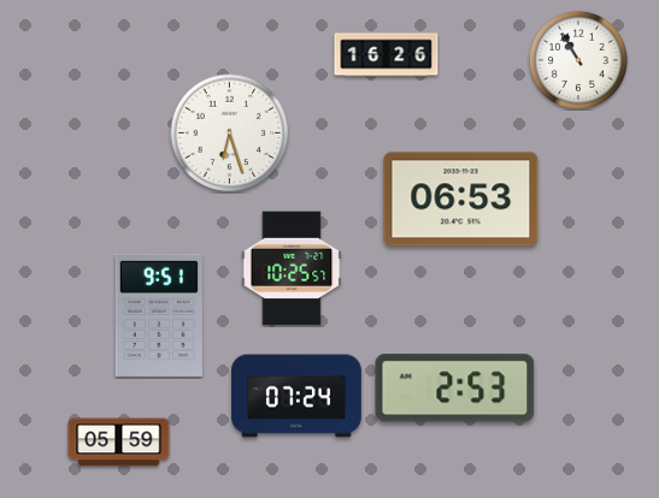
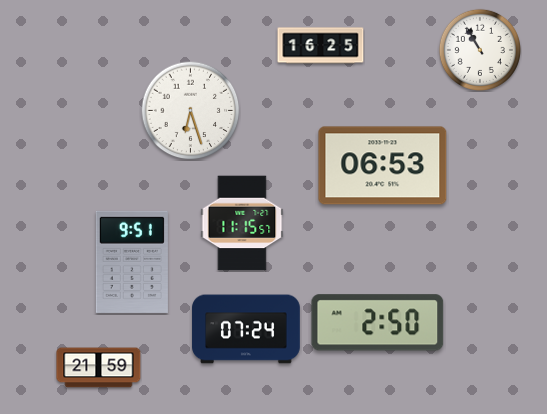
clock at (387, 55): 16:26 -> 16:25
clock at (292, 268): 10:25 -> 11:15
clock at (455, 389): 2:53 -> 2:50
clock at (119, 443): 05:59 -> 21:59
